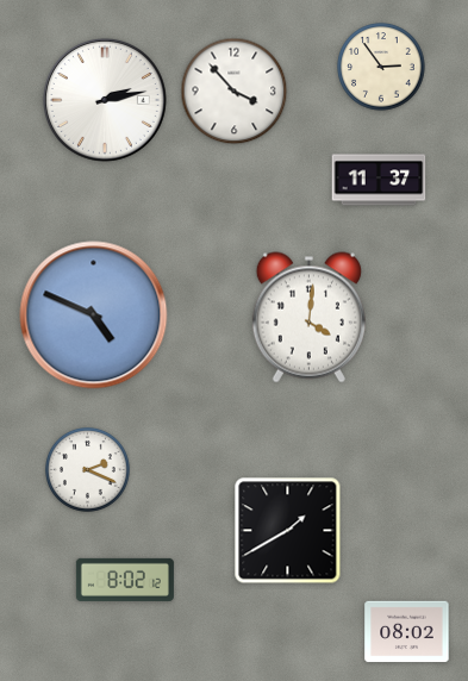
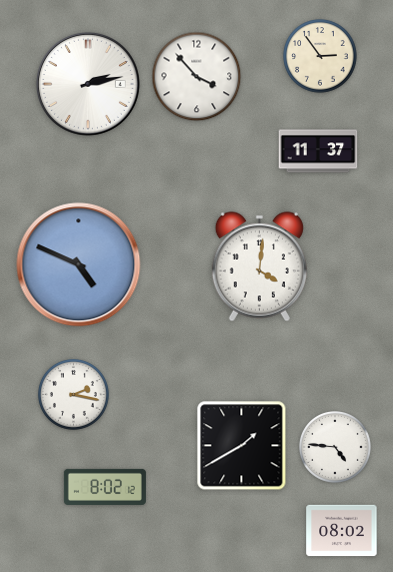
clock at (87, 469): 2:19 -> 2:17
clock at (336, 448): none -> 4:46
